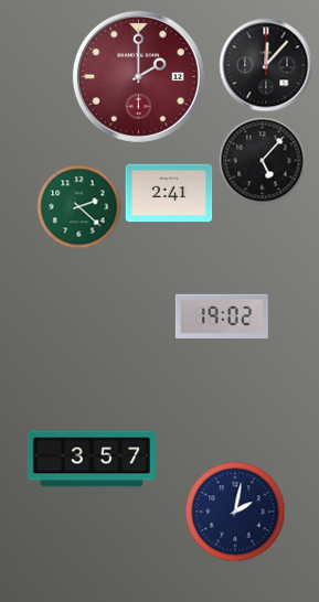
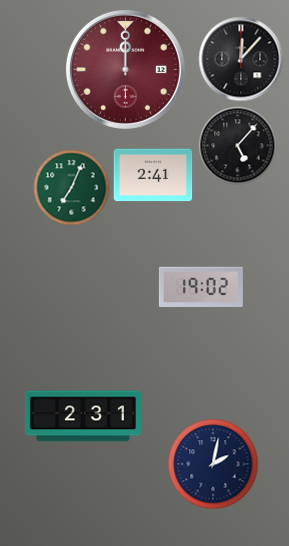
clock at (138, 76): 2:00 -> 12:00
clock at (79, 207): 2:22 -> 7:04
clock at (92, 459): 3:57 -> 2:31
